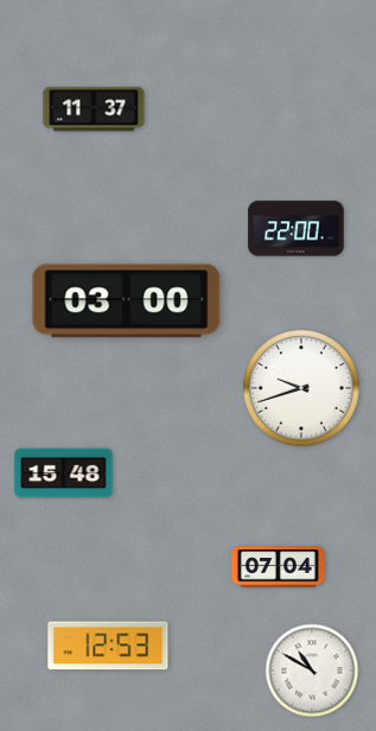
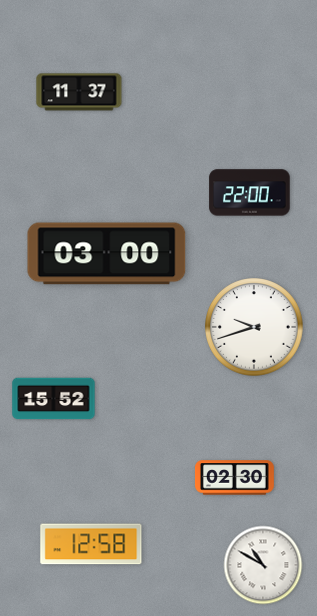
clock at (64, 473): 15:48 -> 15:52
clock at (279, 567): 07:04 -> 02:30
clock at (108, 646): 12:53 -> 12:58
